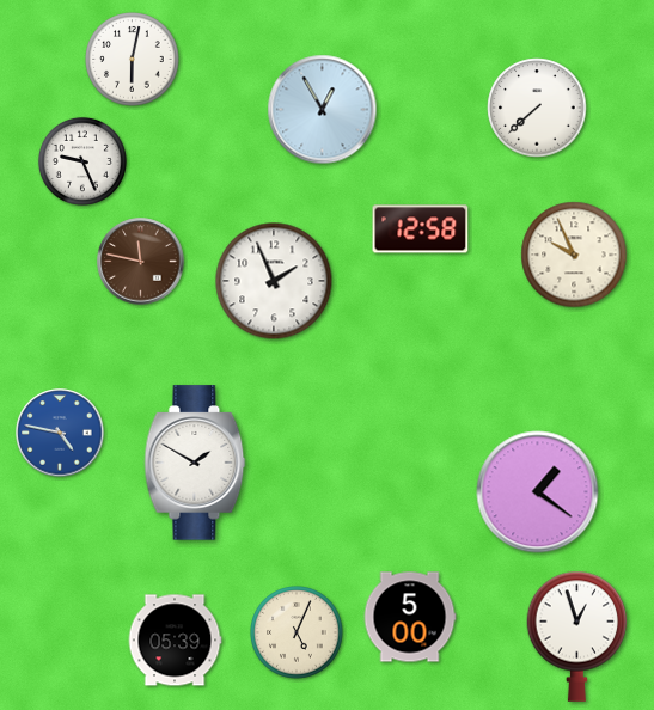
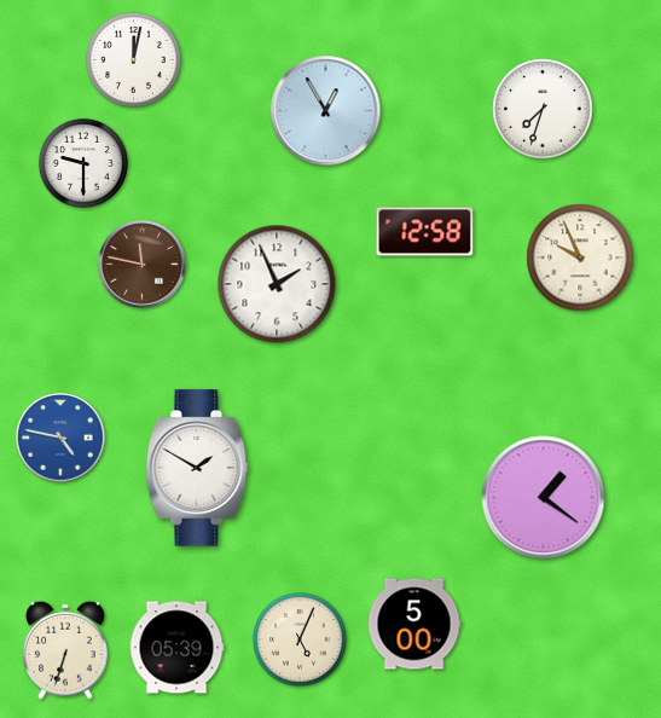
clock at (133, 60): 6:02 -> 12:02
clock at (537, 108): 7:38 -> 7:33
clock at (82, 161): 9:26 -> 9:30
clock at (577, 636): 12:57 -> none
clock at (65, 650): none -> 6:33
